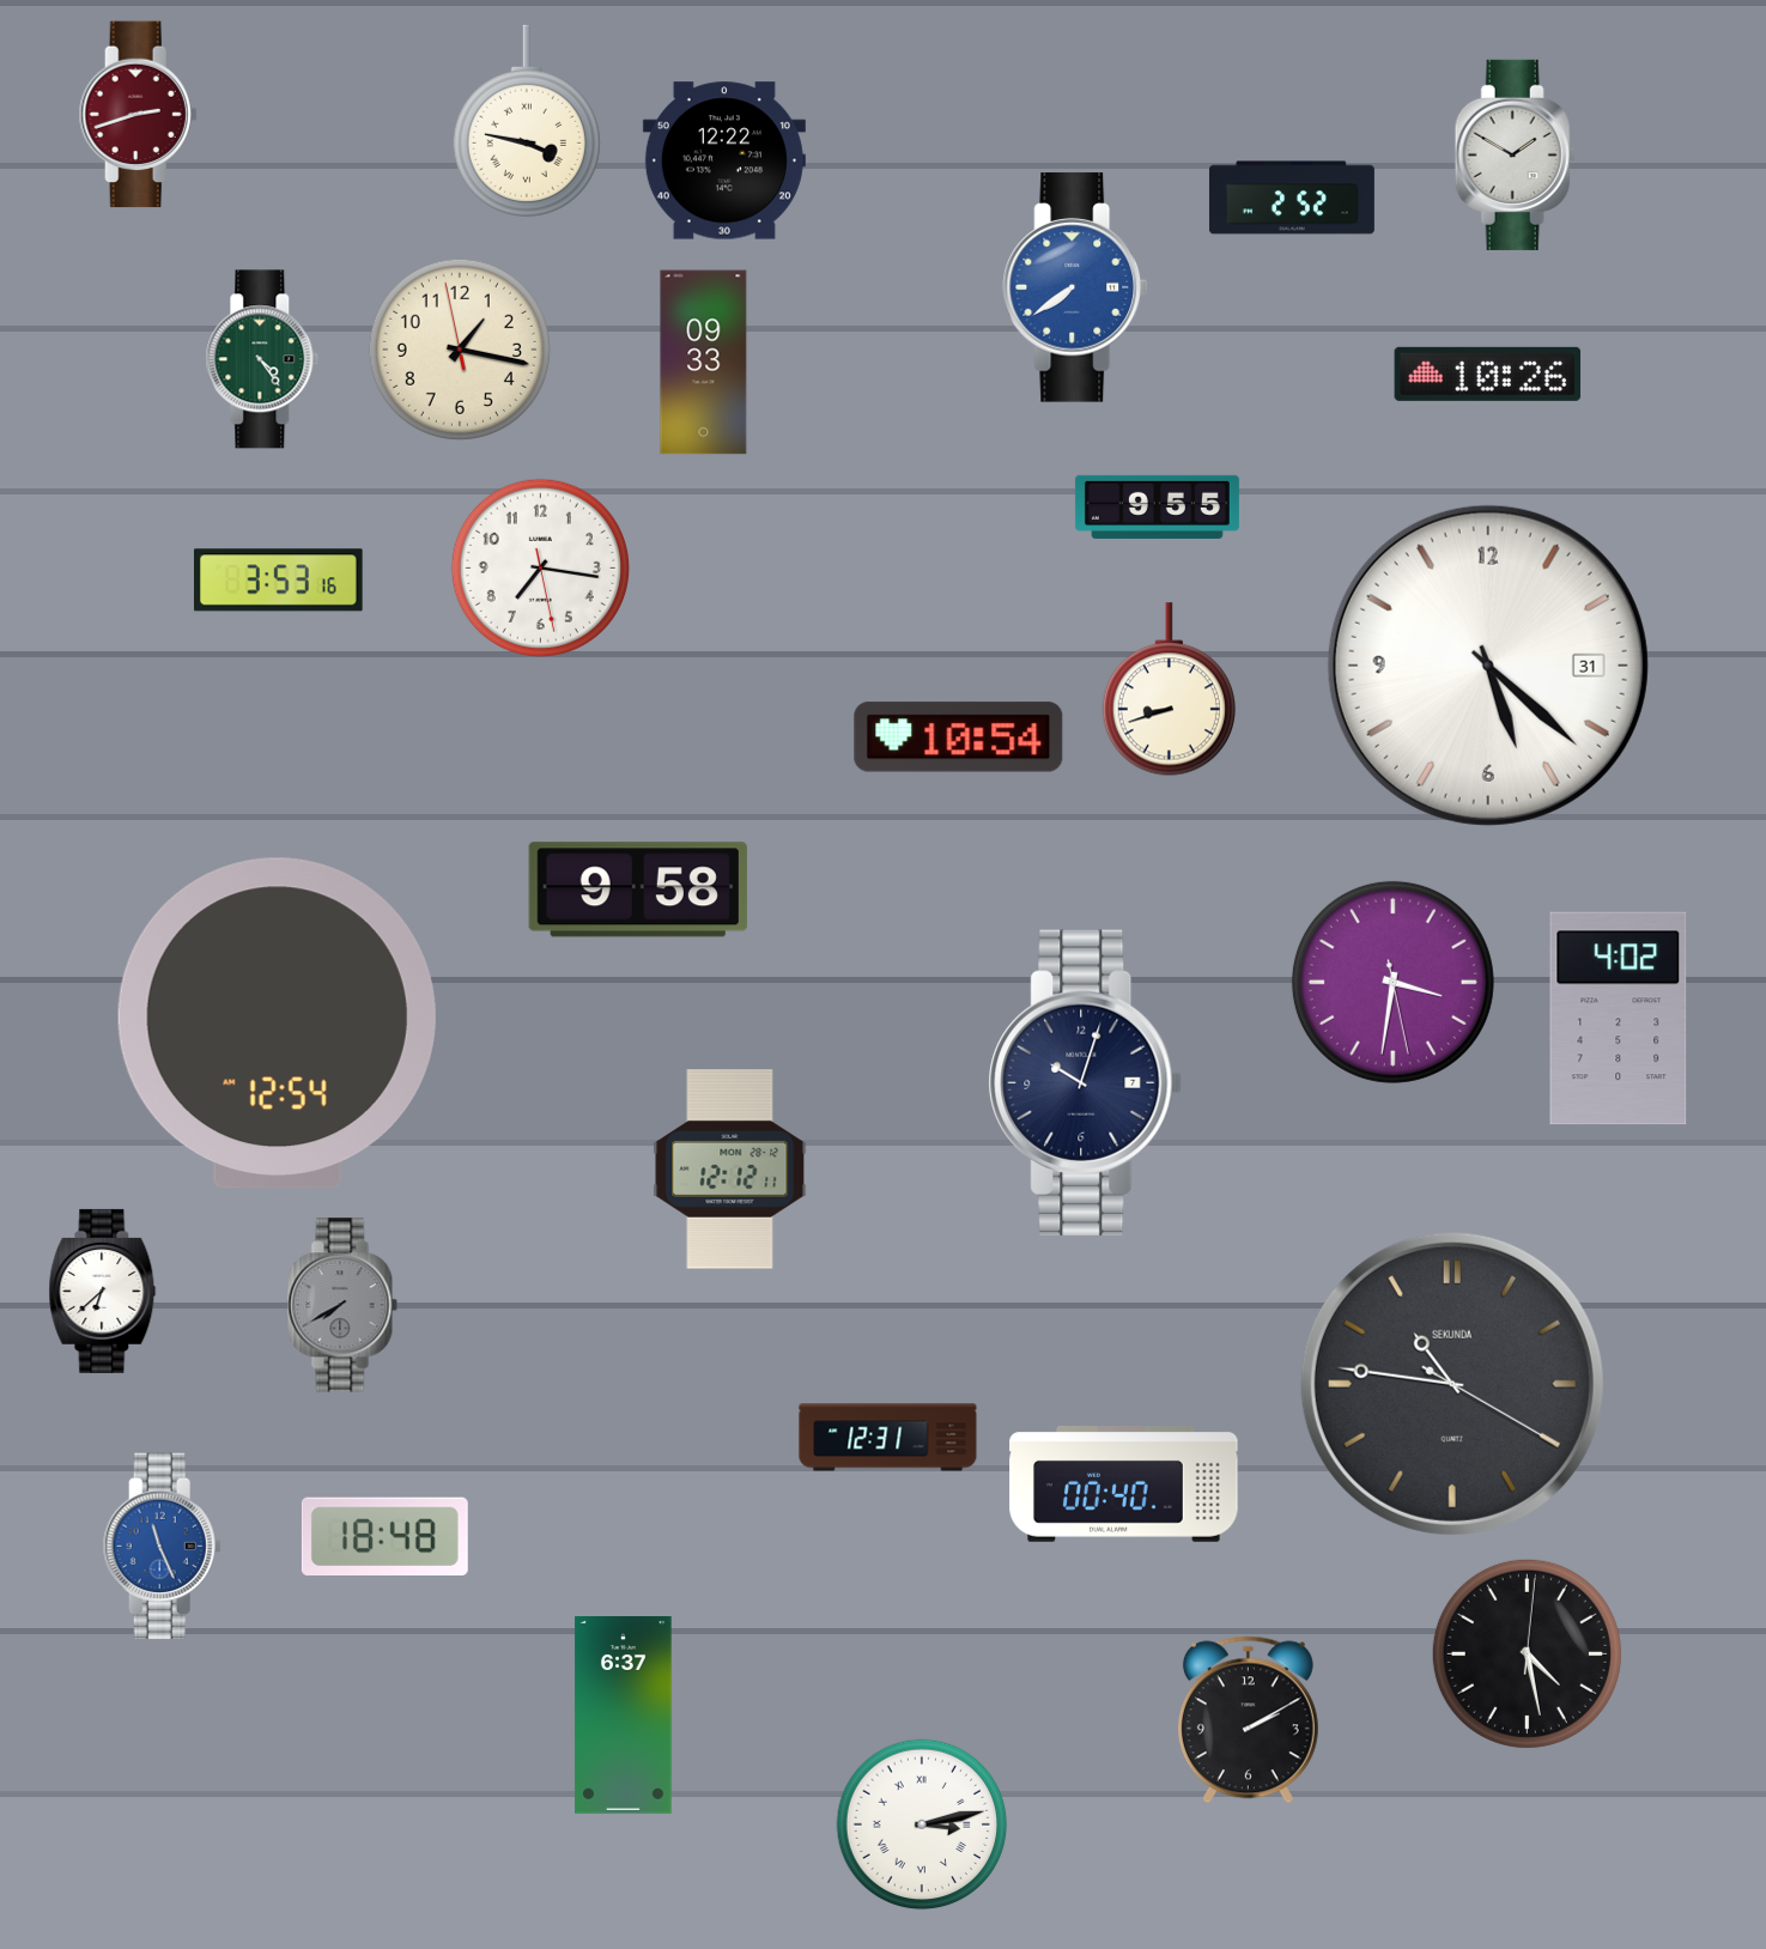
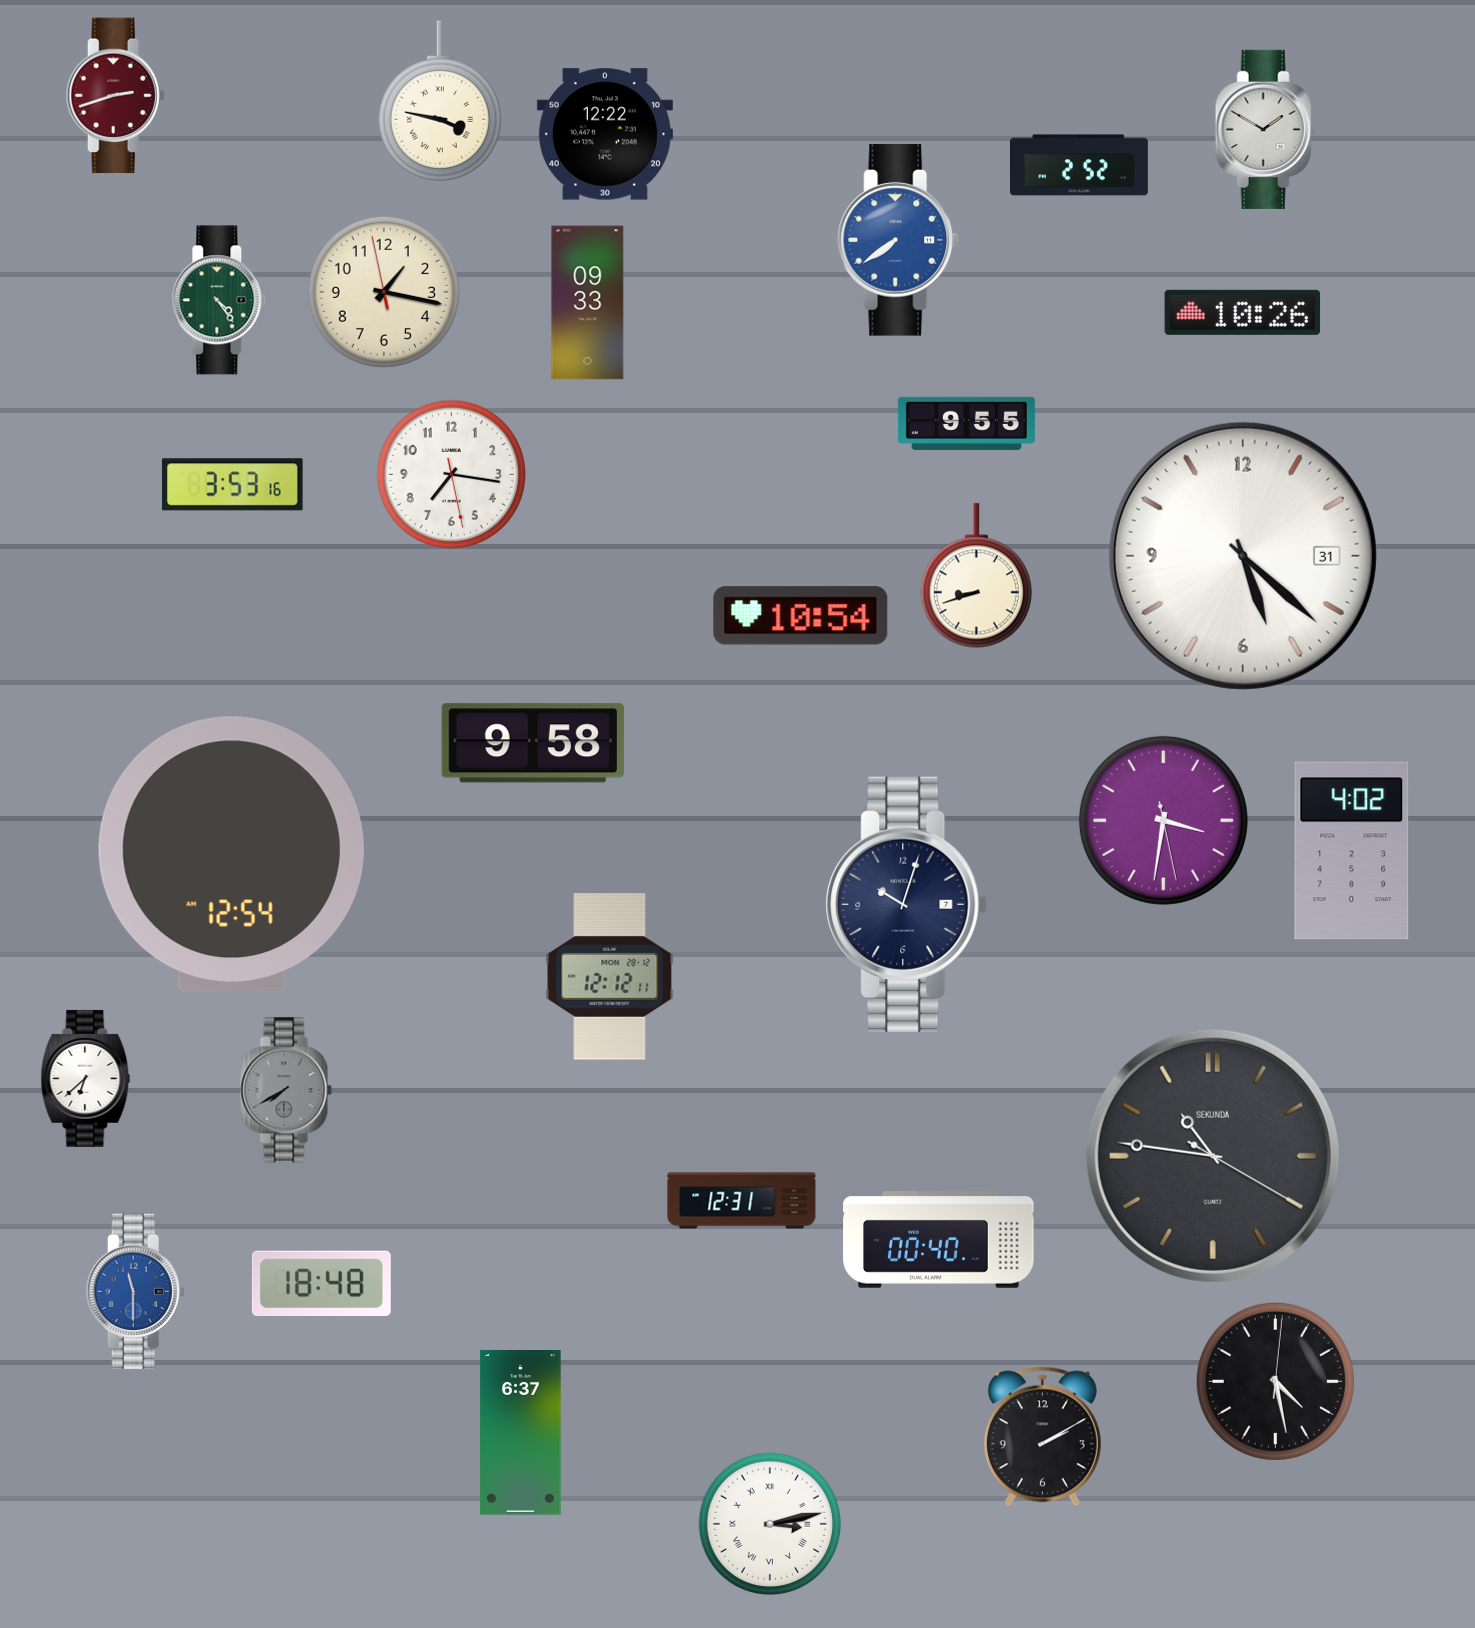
clock at (162, 1547): 11:26 -> 11:30
